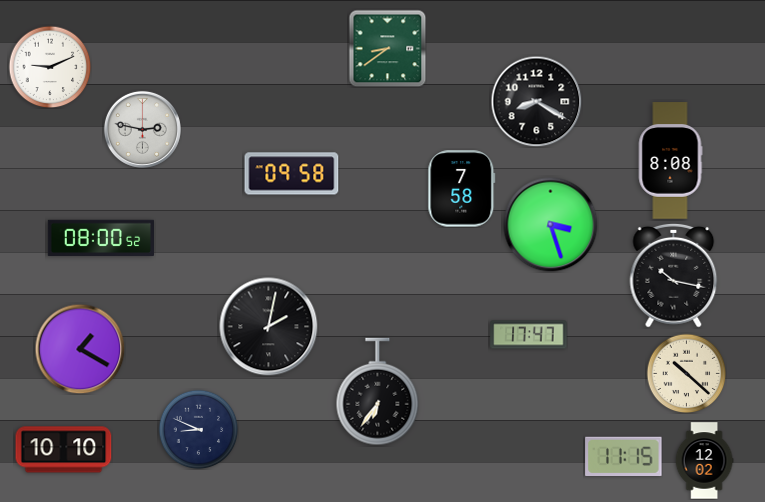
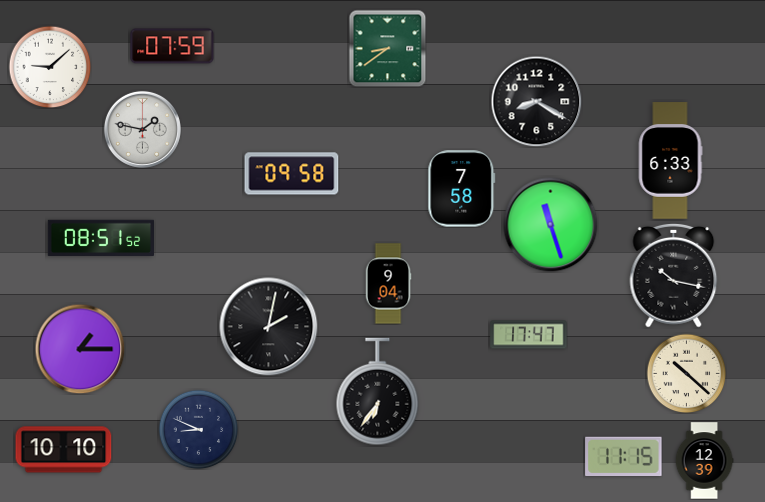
clock at (172, 46): none -> 07:59
clock at (50, 67): 9:11 -> 9:08
clock at (142, 129): 2:47 -> 1:47
clock at (670, 161): 8:08 -> 6:33
clock at (550, 224): 3:27 -> 11:27
clock at (100, 238): 08:00 -> 08:51
clock at (388, 284): none -> 9:04
clock at (80, 349): 1:20 -> 1:15
clock at (704, 461): 12:02 -> 12:39
